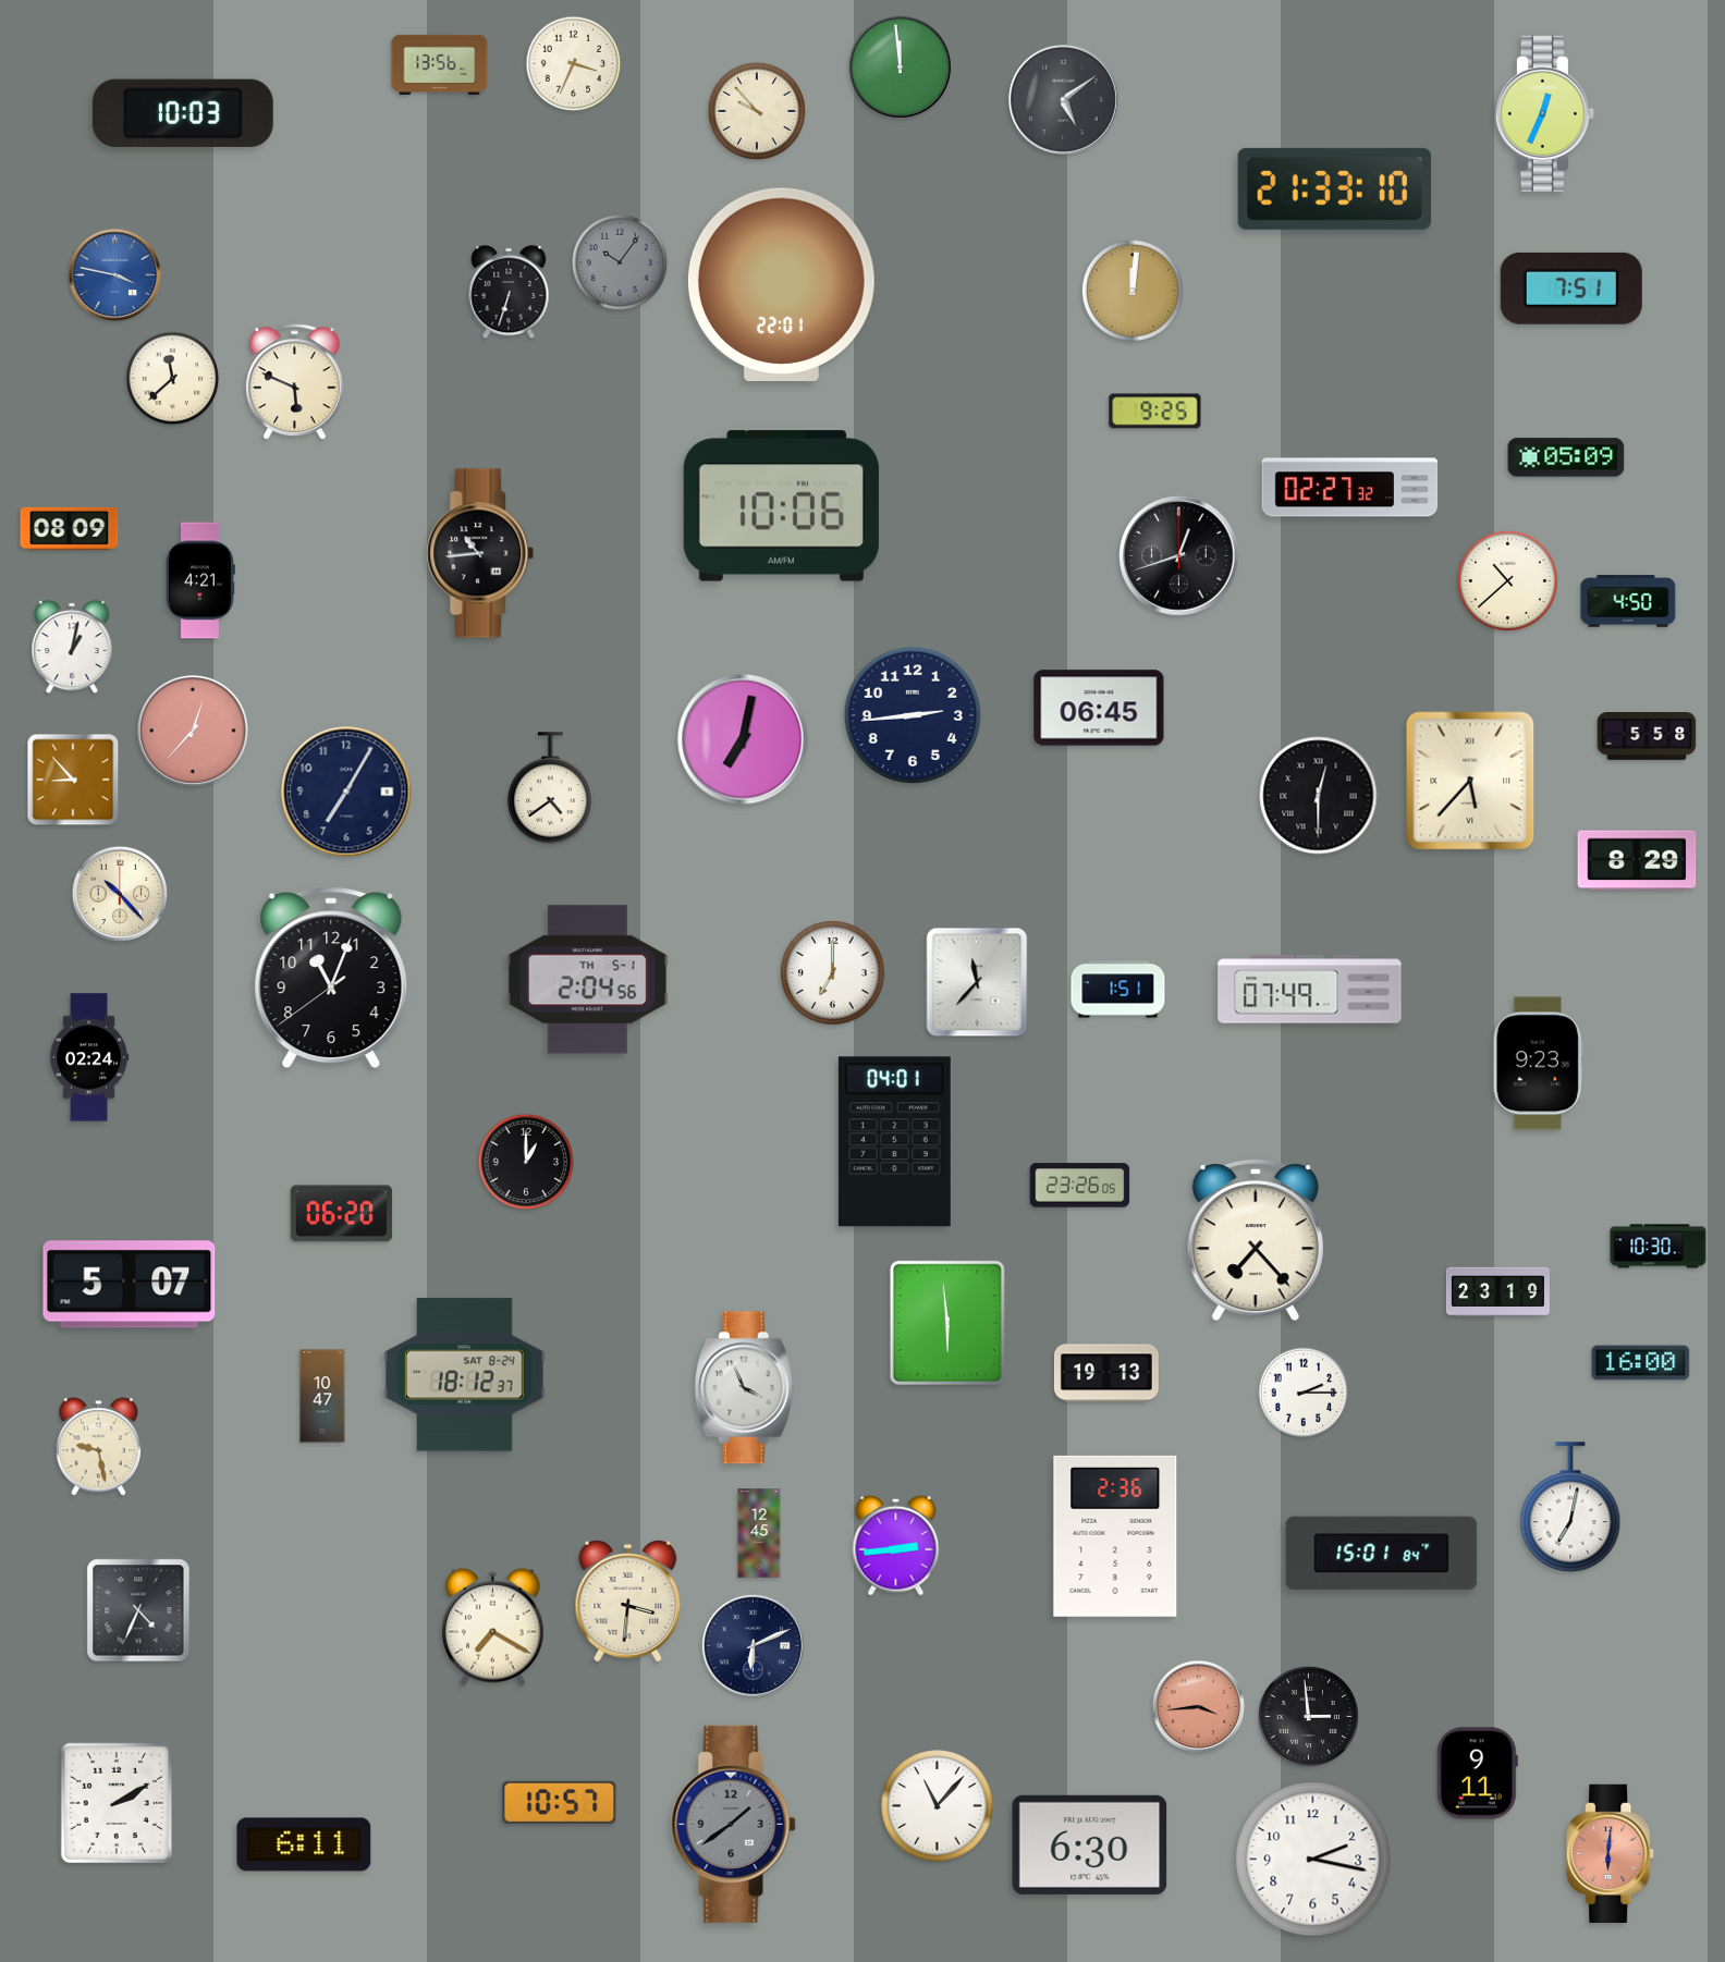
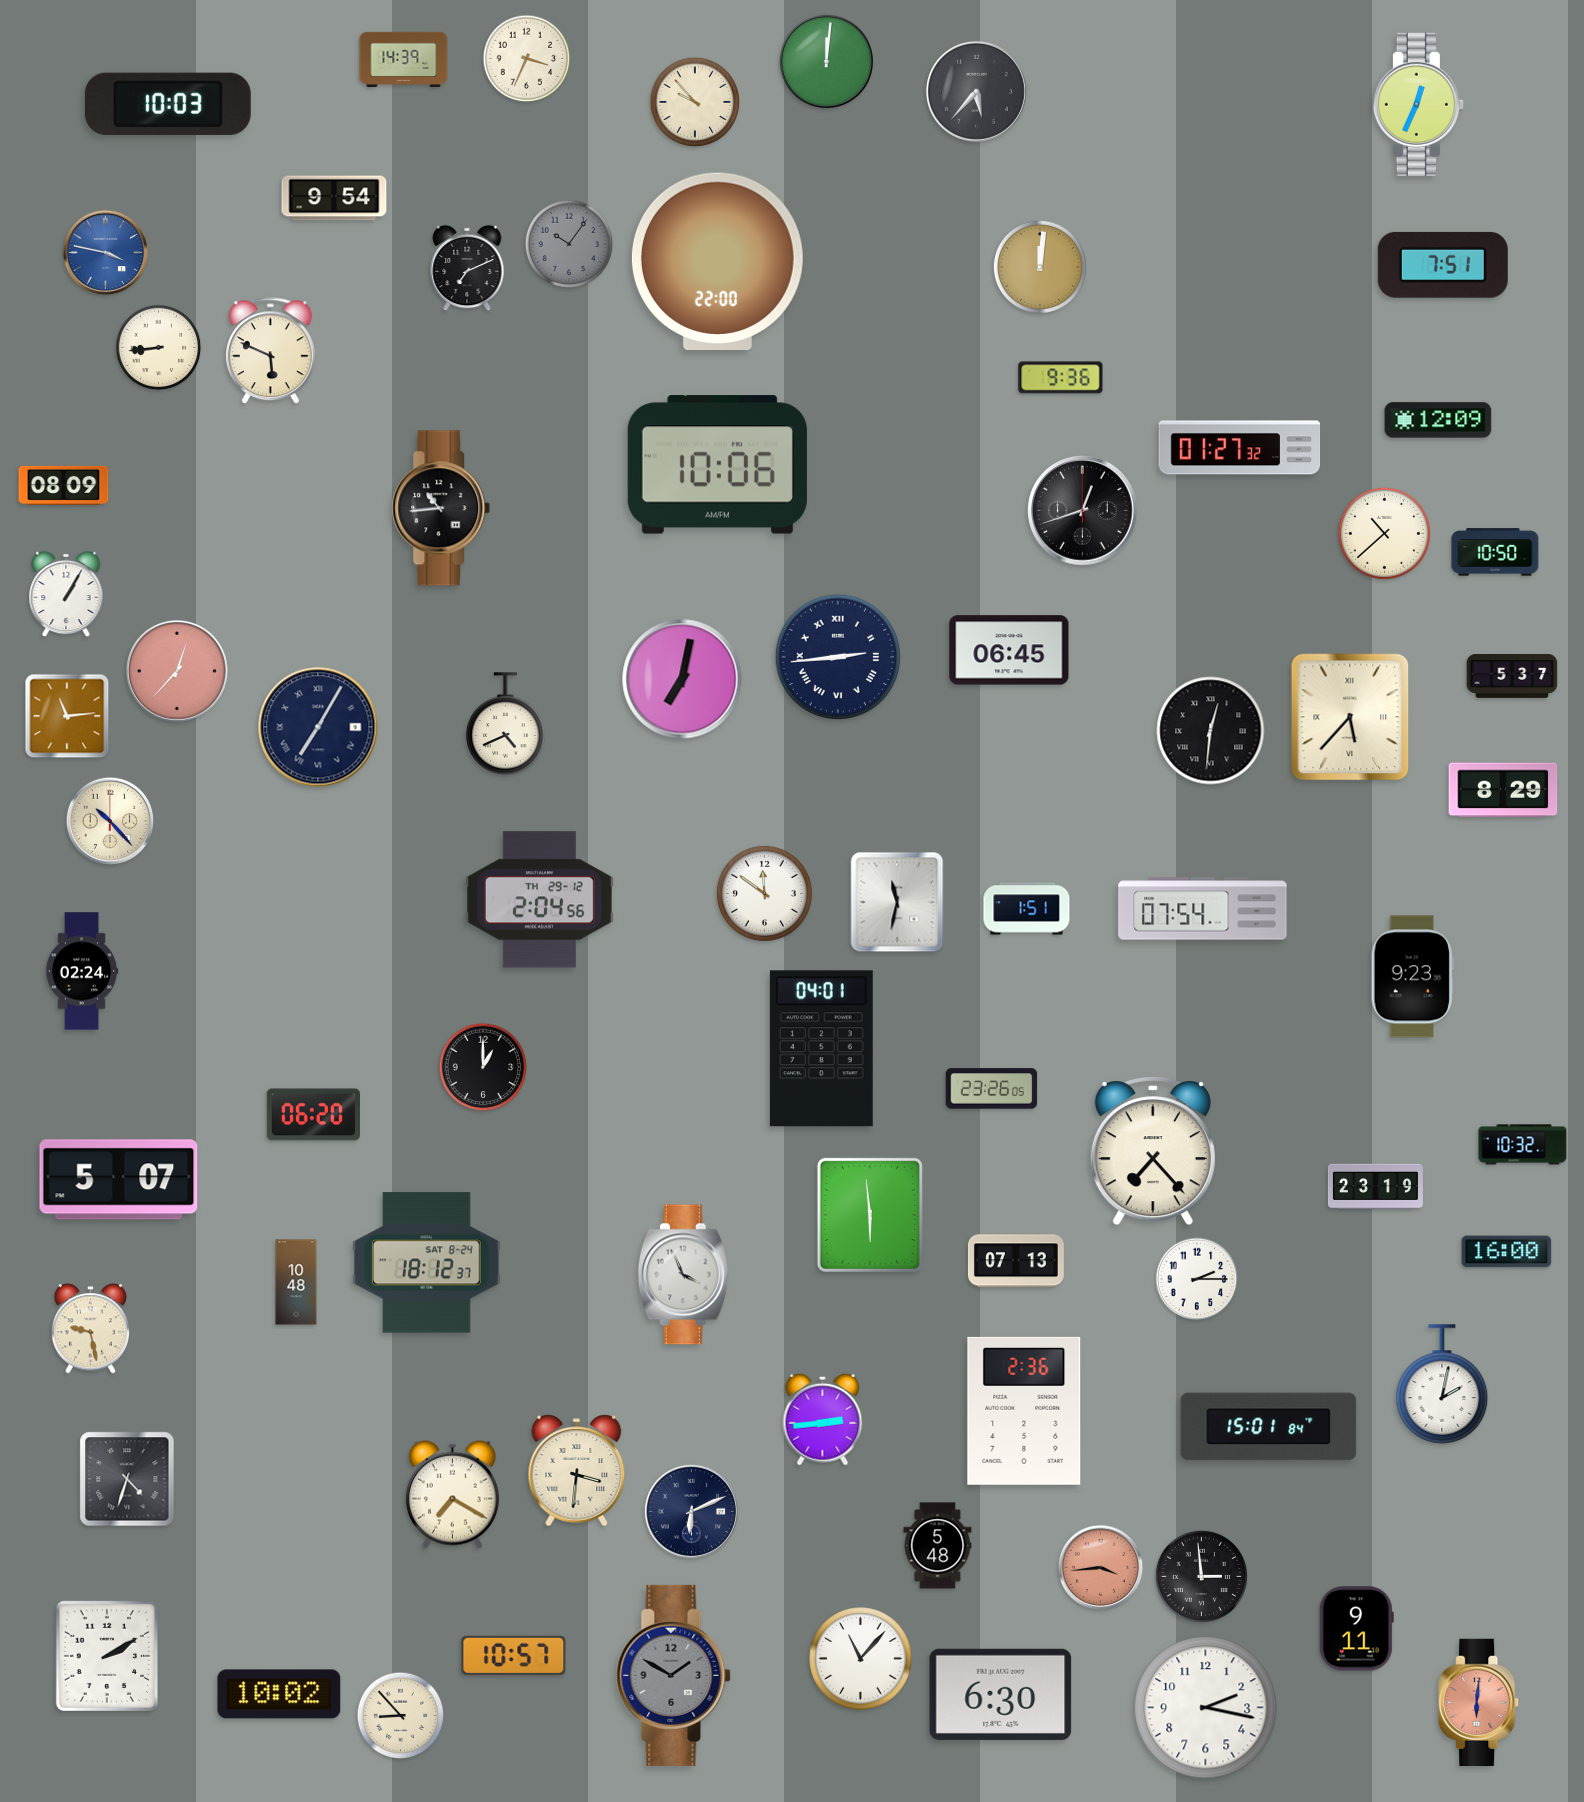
clock at (440, 64): 13:56 -> 14:39
clock at (900, 66): 11:59 -> 12:01
clock at (1063, 99): 5:09 -> 5:37
clock at (1335, 188): 21:33 -> none
clock at (334, 198): none -> 9:54
clock at (620, 262) position: (620, 262) -> (569, 244)
clock at (781, 284): 22:01 -> 22:00
clock at (509, 292): 6:33 -> 7:11
clock at (173, 379): 11:38 -> 8:44
clock at (1155, 412): 9:25 -> 9:36
clock at (1566, 457): 05:09 -> 12:09
clock at (1350, 488): 02:27 -> 01:27
clock at (200, 580): 4:21 -> none
clock at (1628, 601): 4:50 -> 10:50
clock at (72, 647): 1:02 -> 1:05
clock at (913, 715) numerals: Arabic -> Roman
clock at (1647, 737): 5:58 -> 5:37
clock at (73, 780): 8:53 -> 11:14
clock at (551, 788): 4:39 -> 4:41
clock at (346, 792) numerals: Arabic -> Roman
clock at (1319, 796): 12:30 -> 12:31
clock at (832, 972): 7:00 -> 11:51
clock at (331, 978): 11:03 -> none
clock at (587, 980) date: TH 5-1 -> TH 29-12
clock at (977, 982): 11:37 -> 11:32
clock at (1310, 990): 07:49 -> 07:54
clock at (1256, 1240) position: (1256, 1240) -> (1153, 1151)
clock at (1659, 1247): 10:30 -> 10:32
clock at (1106, 1373): 19:13 -> 07:13
clock at (322, 1396): 10:47 -> 10:48
clock at (1570, 1507): 7:02 -> 2:02
clock at (759, 1533): 12:45 -> none
clock at (138, 1610): 4:34 -> 4:33
clock at (938, 1546): none -> 5:48
clock at (734, 1824): 1:39 -> 1:50
clock at (304, 1844): 6:11 -> 10:02
clock at (401, 1716): none -> 8:53
